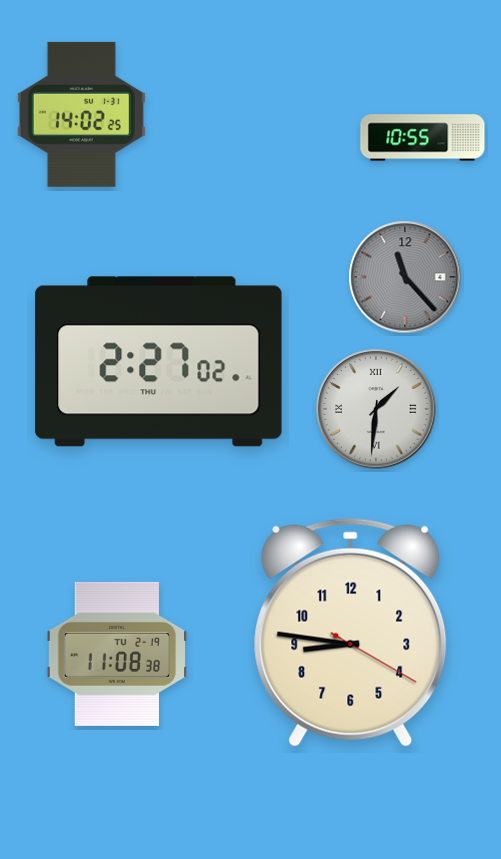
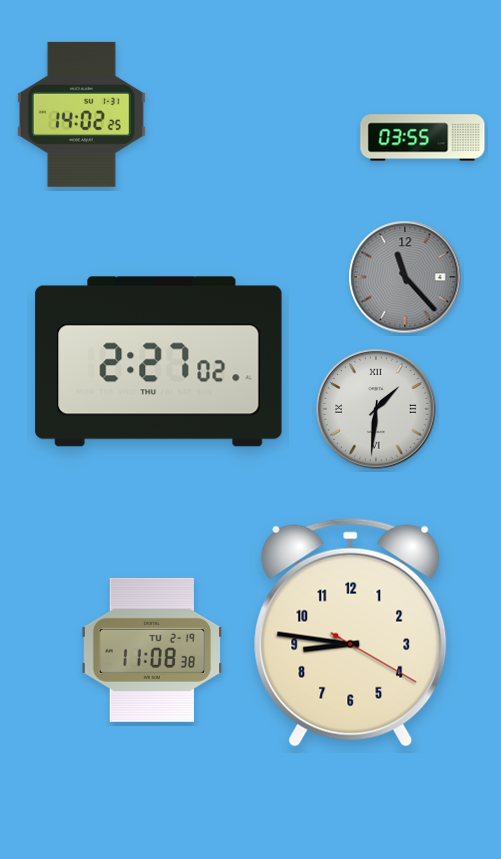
clock at (423, 138): 10:55 -> 03:55
clock at (117, 654) position: (117, 654) -> (152, 650)
